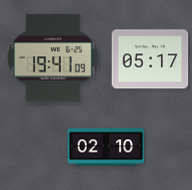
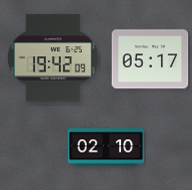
clock at (53, 58): 19:41 -> 19:42
